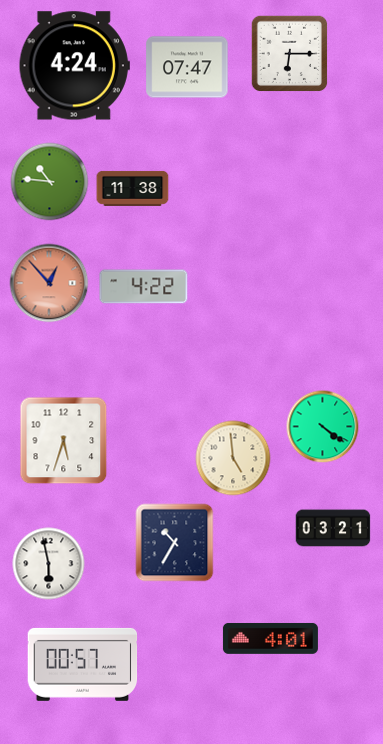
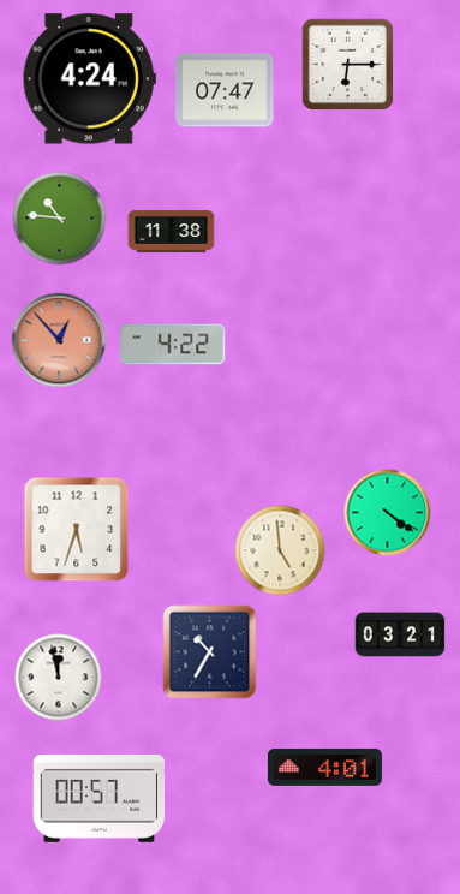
clock at (187, 67) position: (187, 67) -> (225, 90)
clock at (133, 188) position: (133, 188) -> (172, 231)
clock at (49, 564): 5:58 -> 11:58
